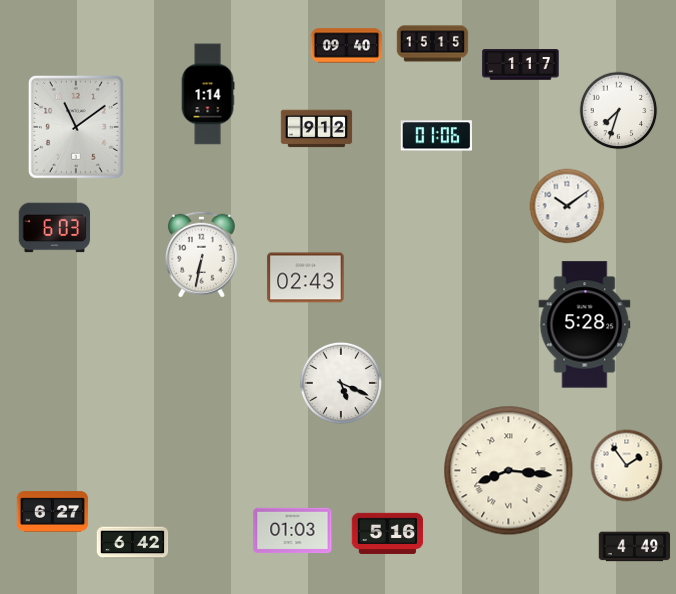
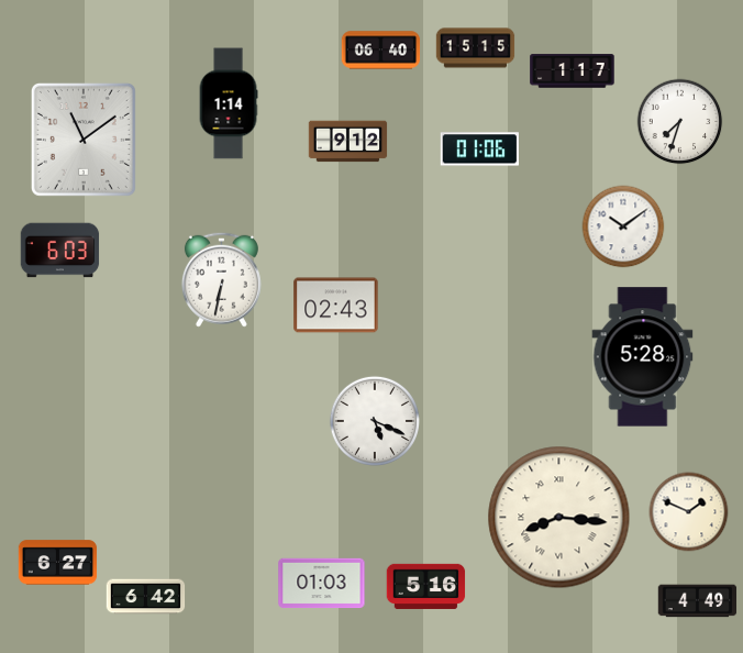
clock at (347, 46): 09:40 -> 06:40
clock at (627, 466): 1:54 -> 1:49
